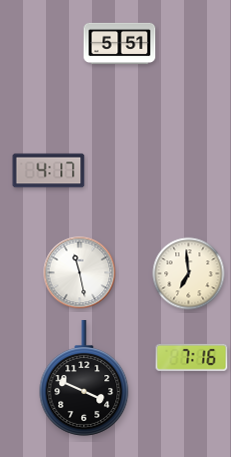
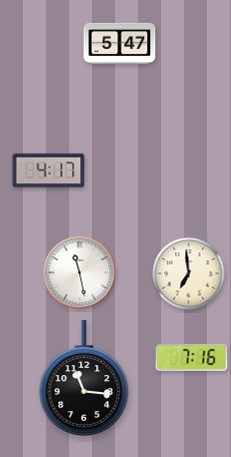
clock at (120, 44): 5:51 -> 5:47
clock at (84, 378): 3:49 -> 11:16
